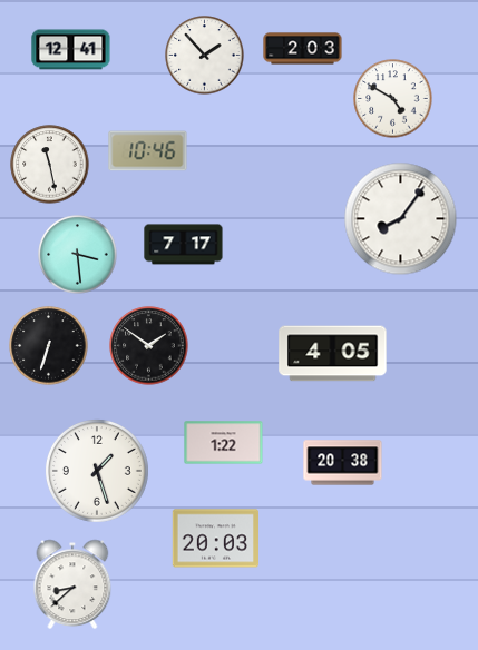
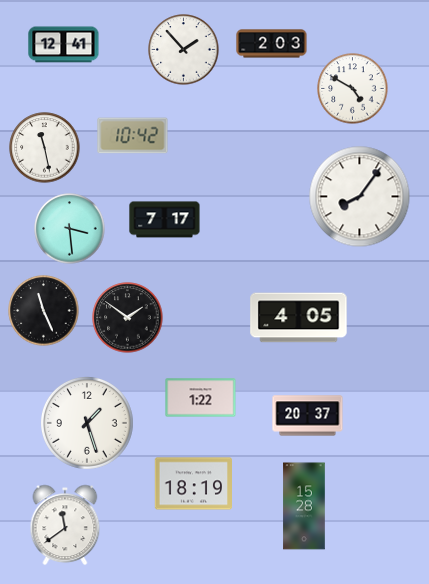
clock at (148, 151): 10:46 -> 10:42
clock at (49, 346): 6:33 -> 11:26
clock at (149, 346) position: (149, 346) -> (128, 318)
clock at (343, 463): 20:38 -> 20:37
clock at (215, 539): 20:03 -> 18:19
clock at (304, 506): none -> 15:28
clock at (72, 584): 8:38 -> 11:39
